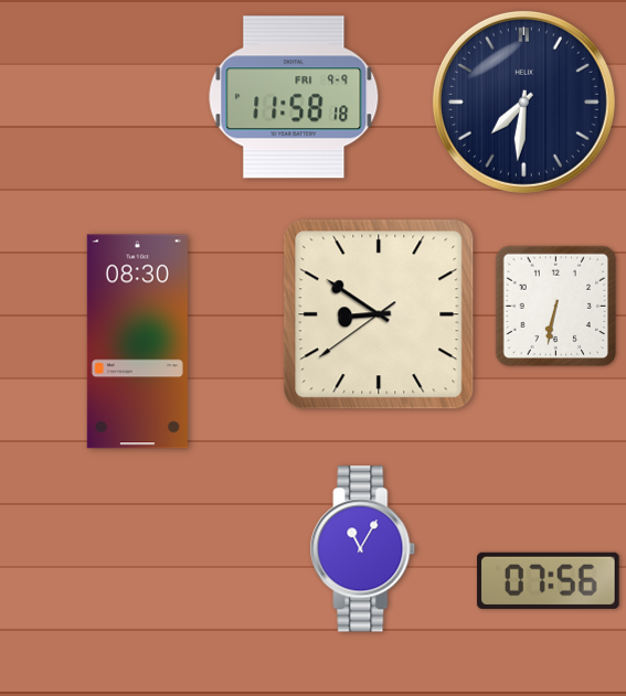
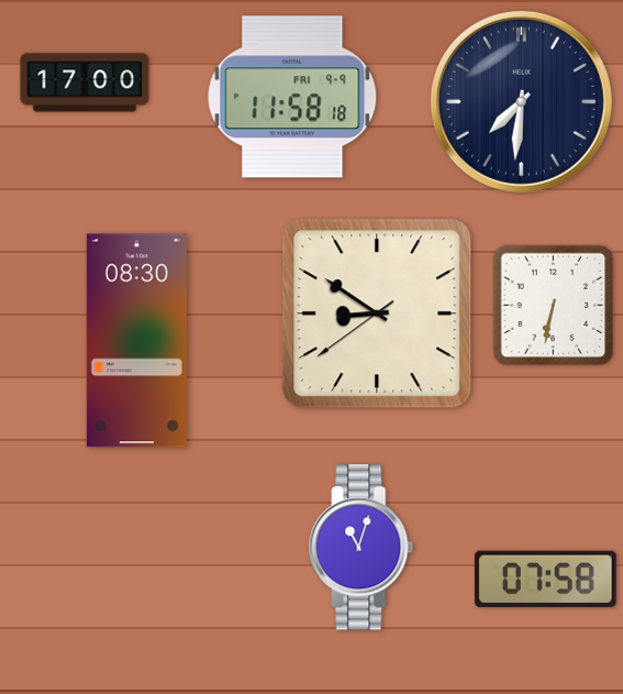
clock at (85, 82): none -> 17:00
clock at (363, 549): 11:05 -> 11:03
clock at (549, 580): 07:56 -> 07:58
